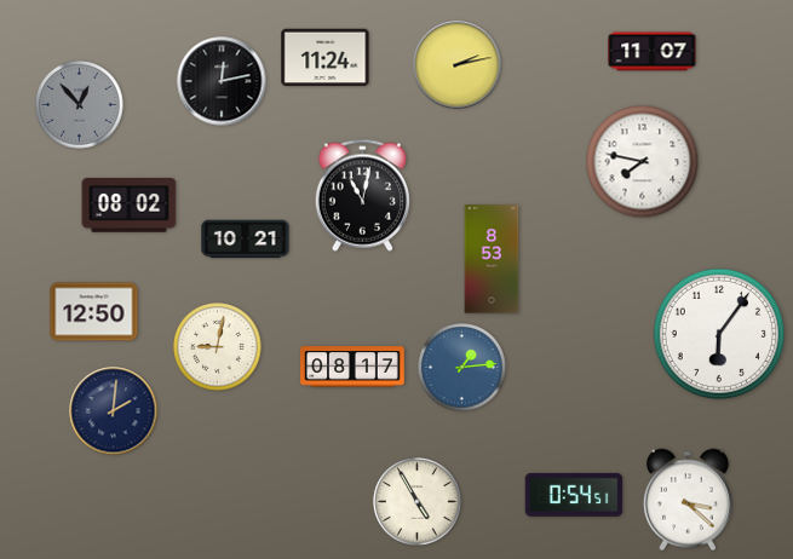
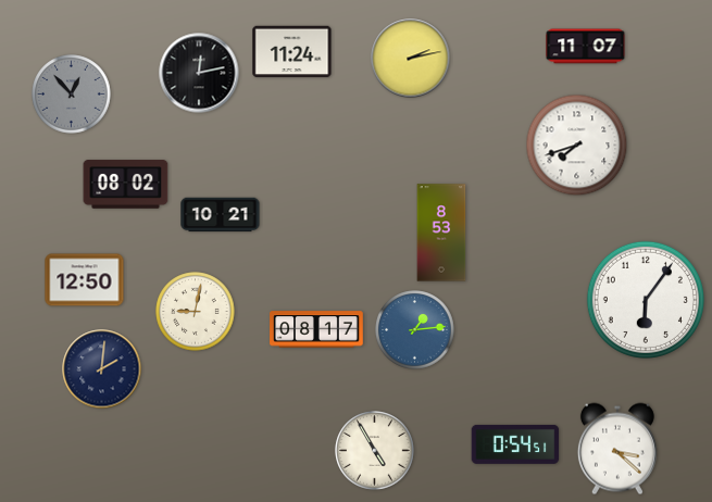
clock at (643, 162): 7:47 -> 7:42
clock at (362, 195): 11:02 -> none
clock at (130, 206) position: (130, 206) -> (126, 185)
